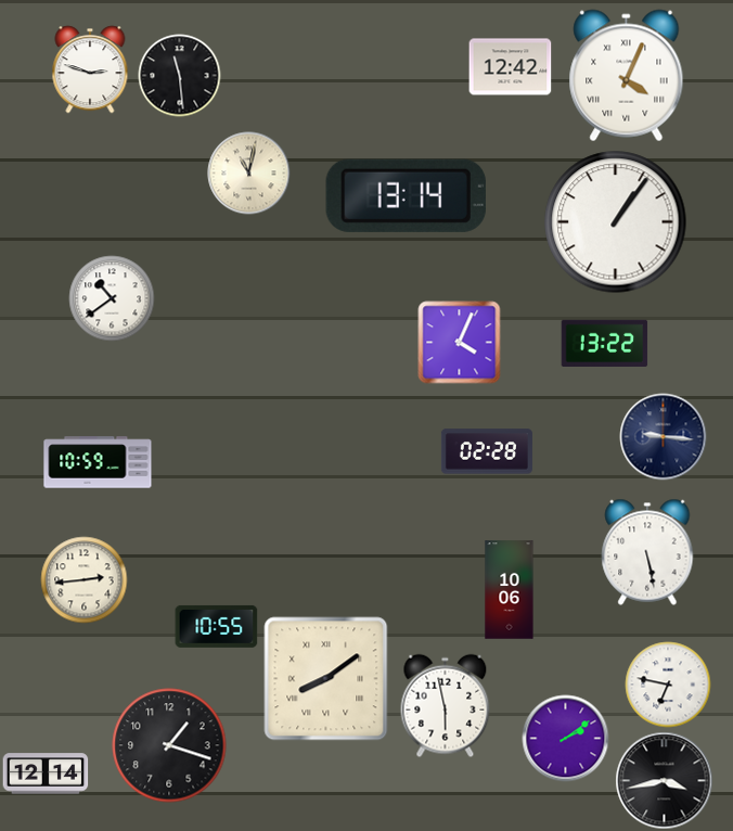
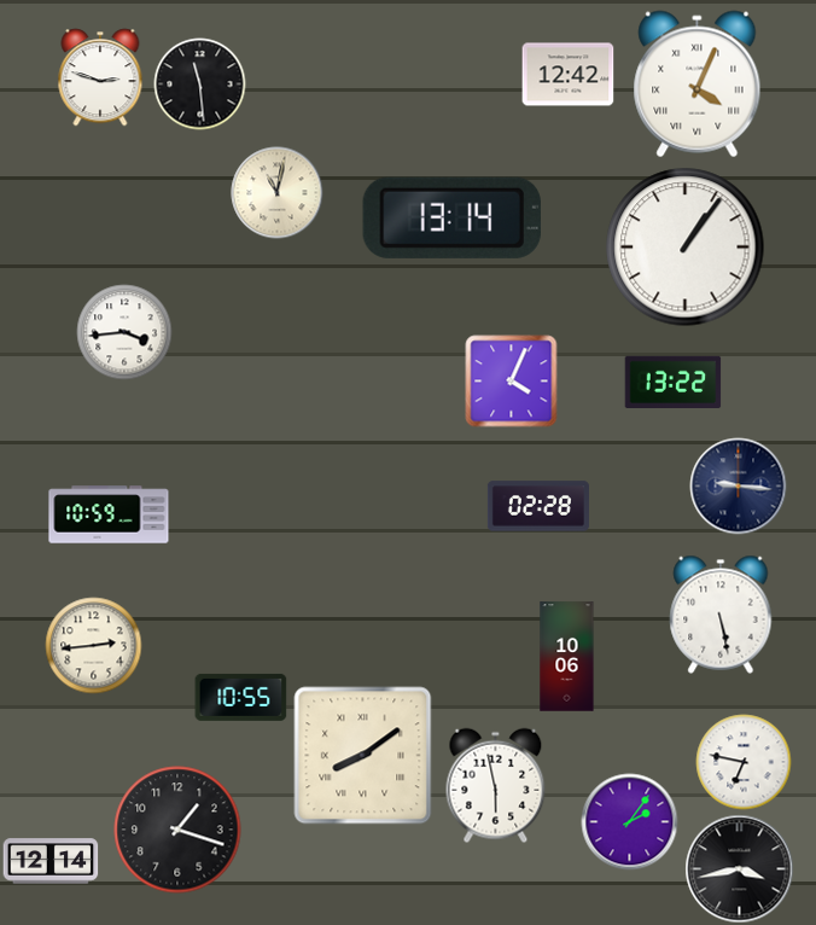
clock at (112, 298): 10:39 -> 3:44
clock at (487, 451) position: (487, 451) -> (538, 506)
clock at (566, 739): 2:09 -> 2:06
clock at (169, 745) position: (169, 745) -> (177, 830)
